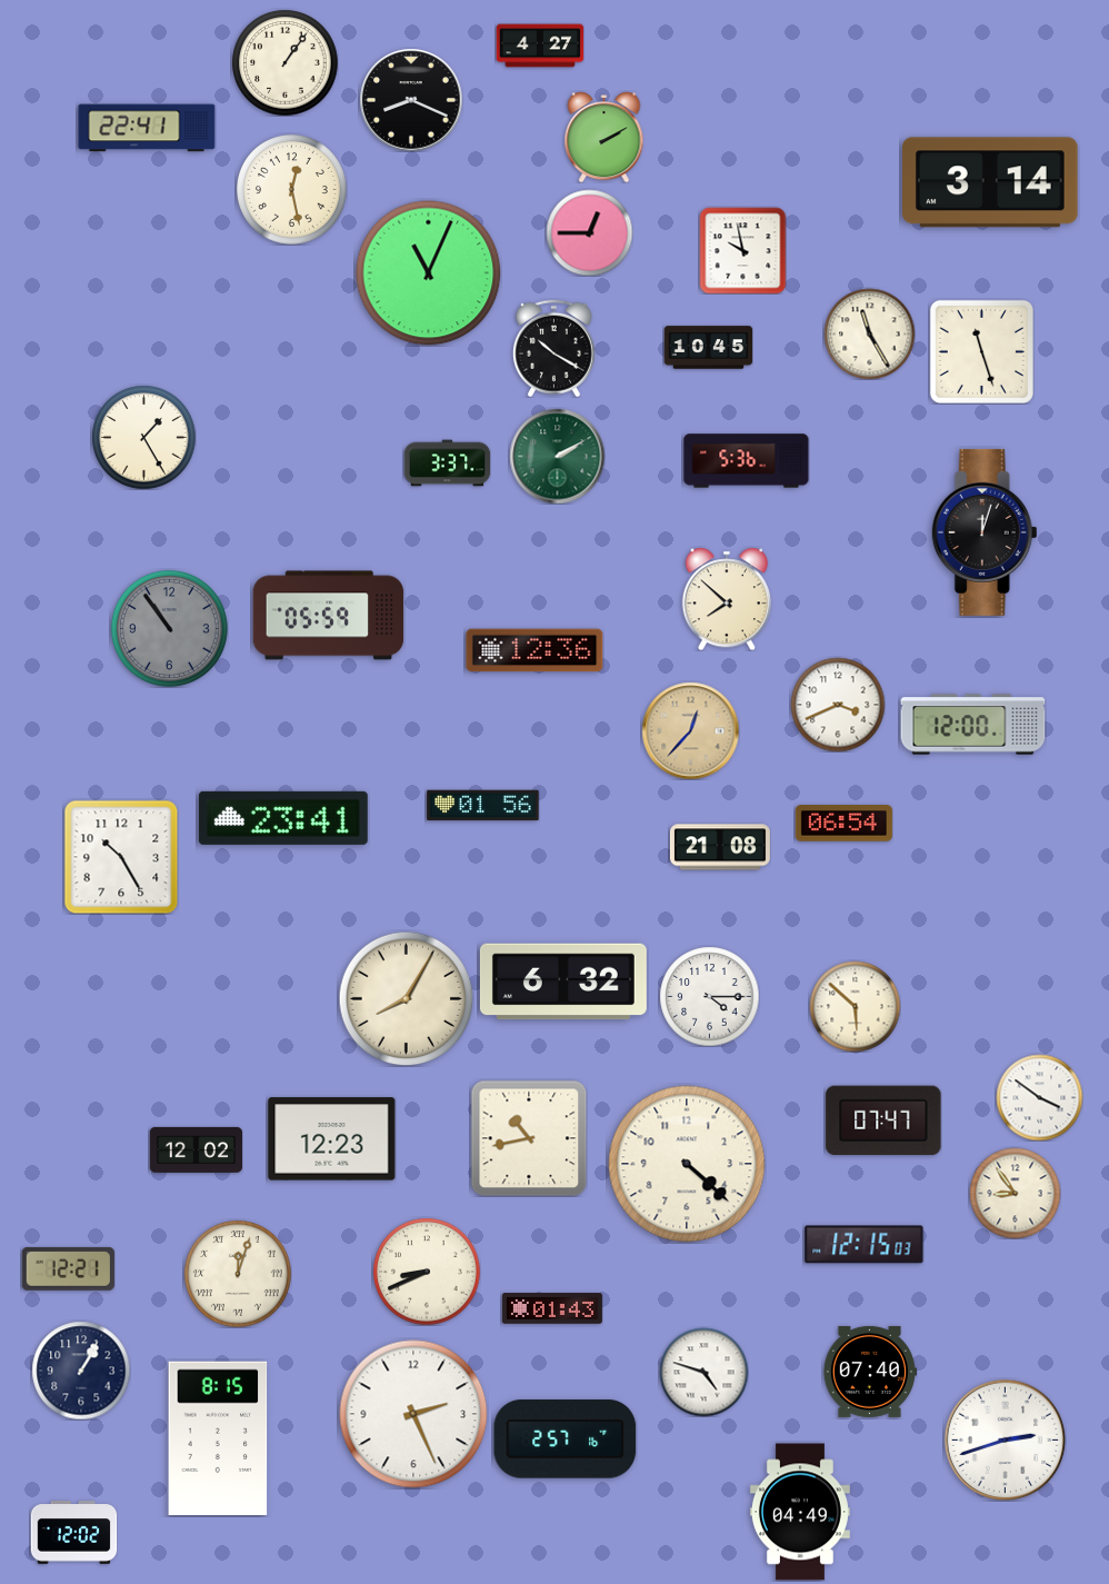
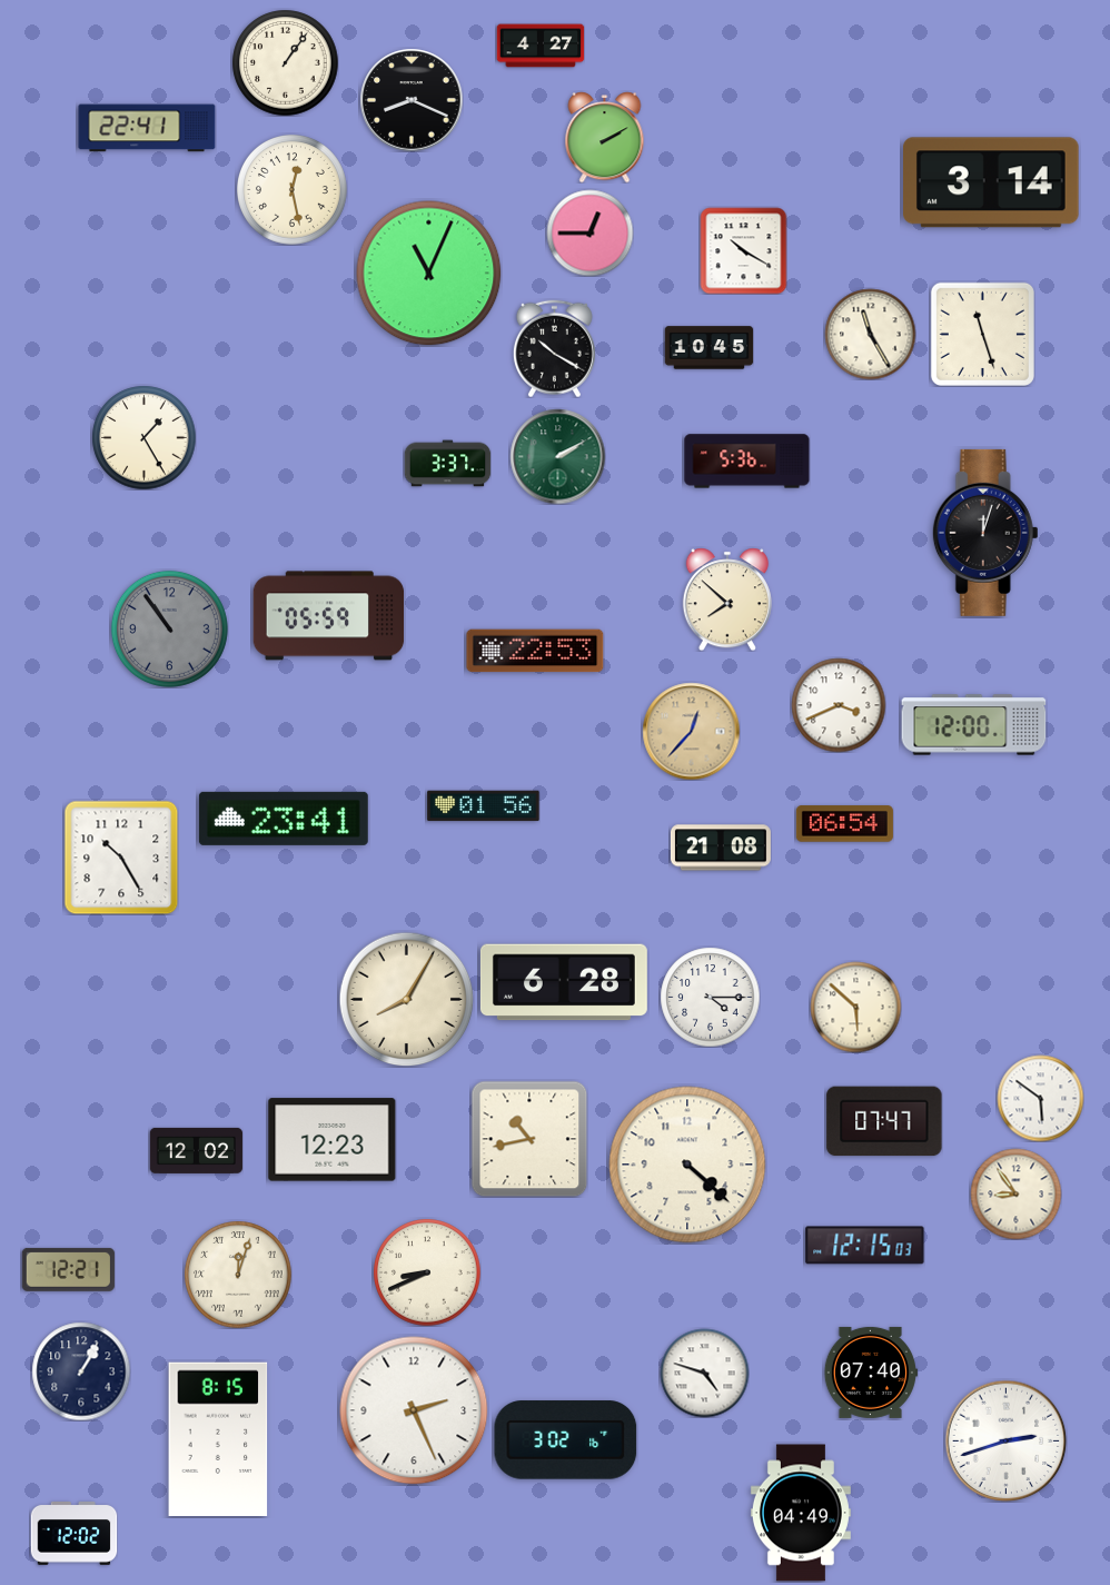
clock at (742, 250): 9:58 -> 10:20
clock at (981, 351) position: (981, 351) -> (982, 334)
clock at (534, 650): 12:36 -> 22:53
clock at (563, 982): 6:32 -> 6:28
clock at (1039, 1097): 3:51 -> 5:51
clock at (552, 1308): 01:43 -> none
clock at (413, 1414) position: (413, 1414) -> (414, 1410)
clock at (566, 1439): 2:57 -> 3:02
